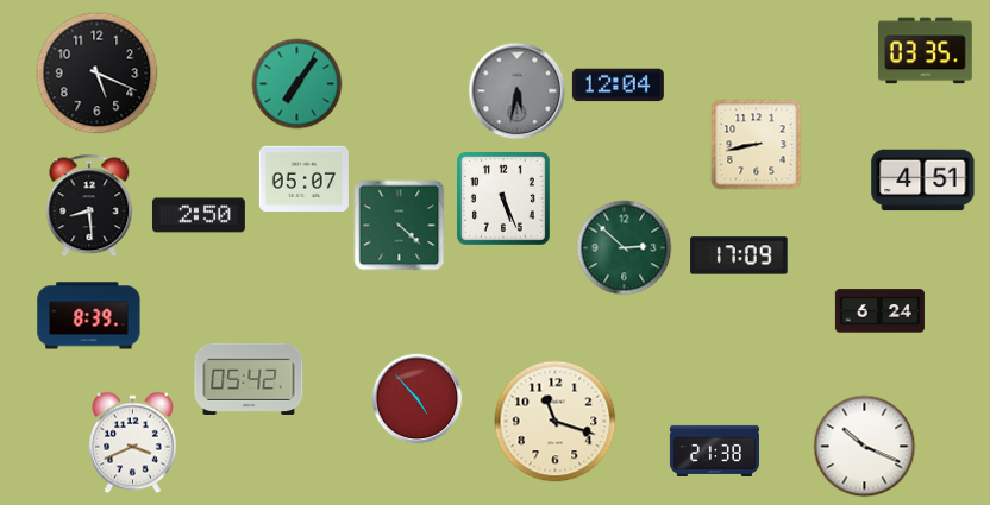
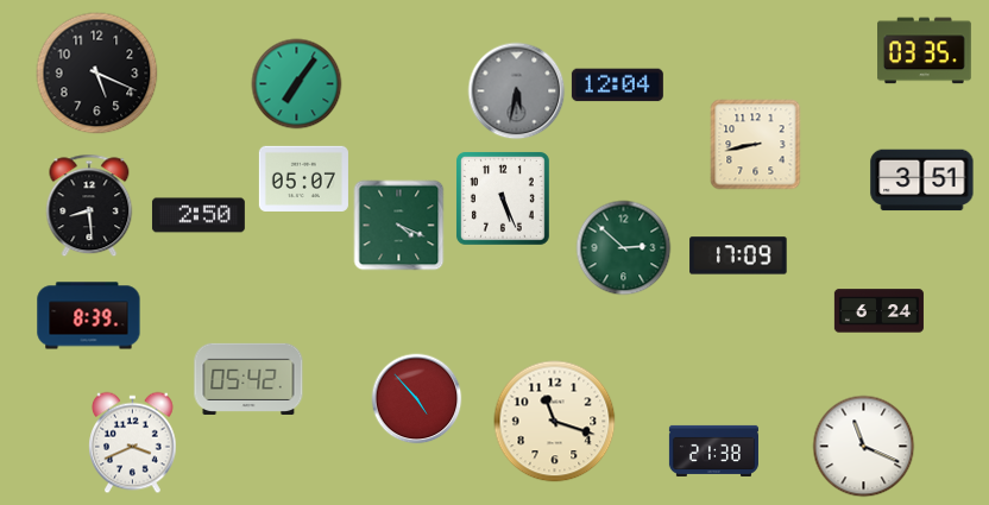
clock at (923, 181): 4:51 -> 3:51
clock at (400, 226): 4:22 -> 4:19
clock at (865, 447): 10:19 -> 11:19
